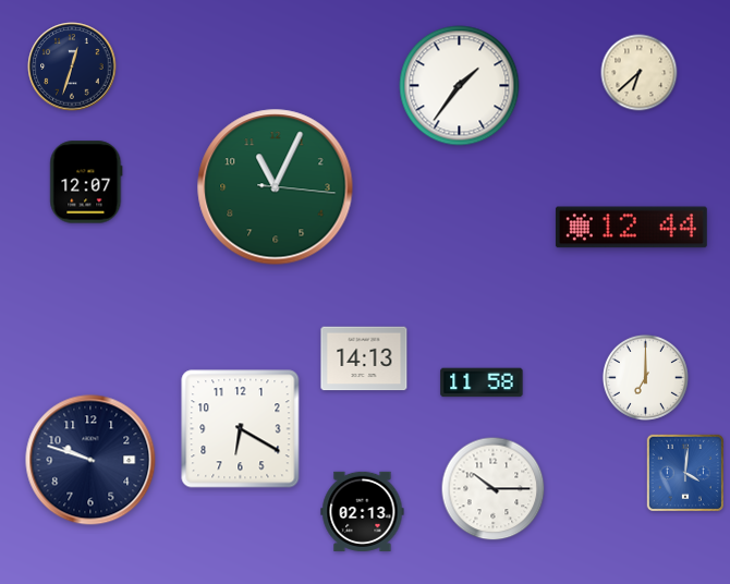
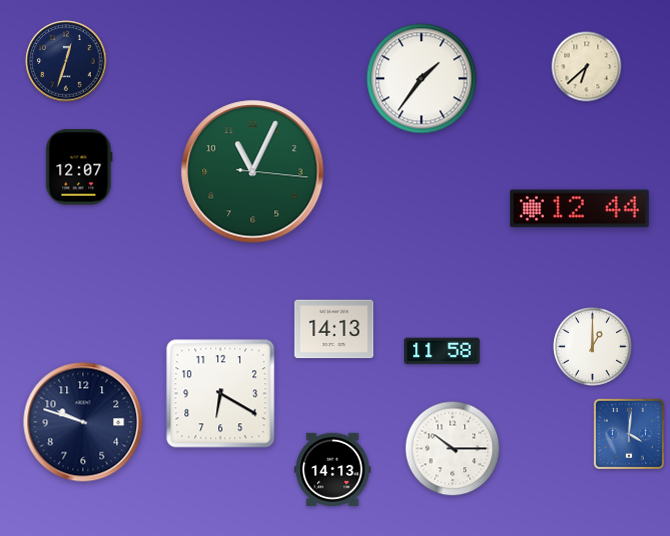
clock at (645, 377): 7:00 -> 1:00
clock at (363, 511): 02:13 -> 14:13
